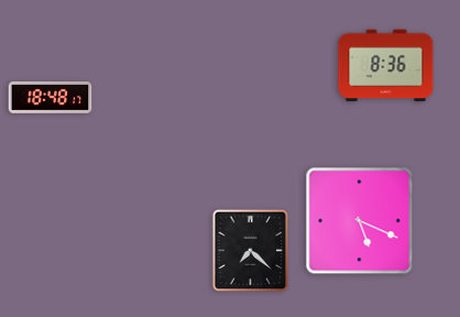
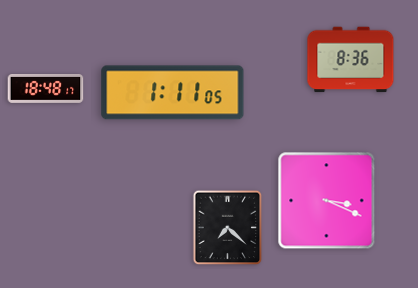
clock at (173, 93): none -> 1:11
clock at (360, 221): 5:19 -> 3:19
